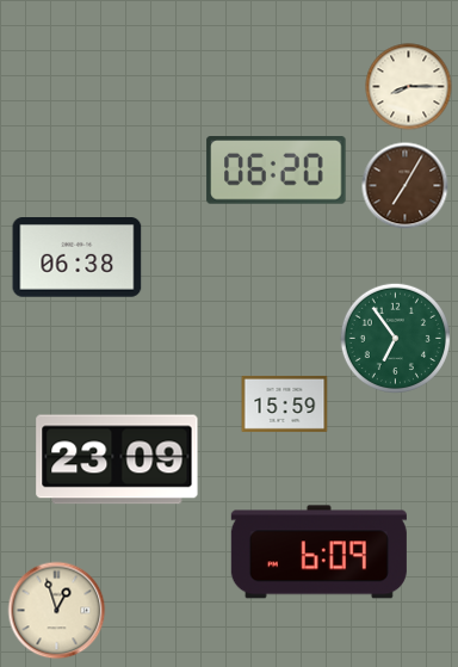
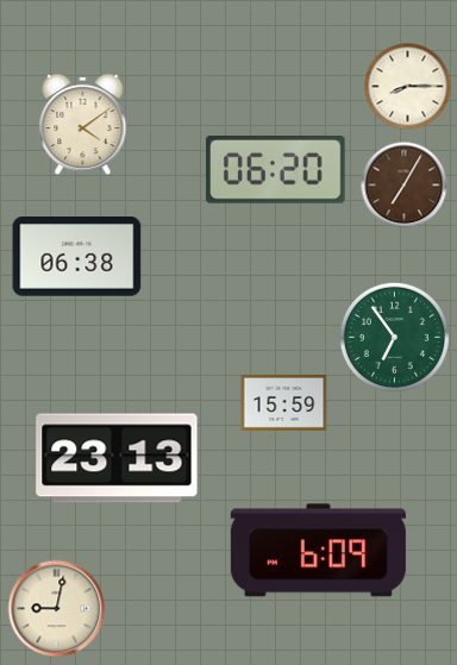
clock at (83, 125): none -> 4:09
clock at (117, 459): 23:09 -> 23:13
clock at (57, 611): 12:57 -> 9:02
